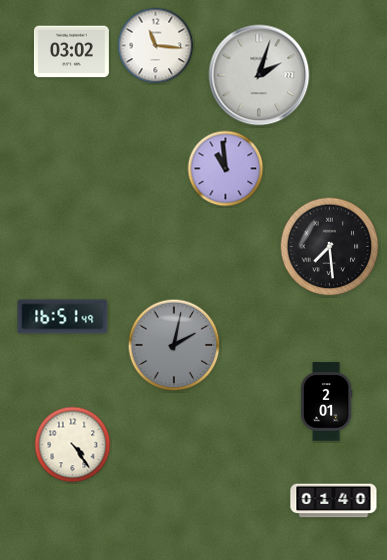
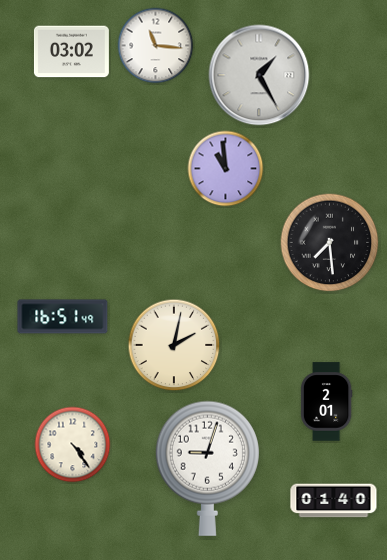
clock at (259, 75): 2:03 -> 1:25
clock at (330, 247) position: (330, 247) -> (330, 243)
clock at (174, 345) dial: grey -> cream
clock at (207, 468): none -> 9:03
